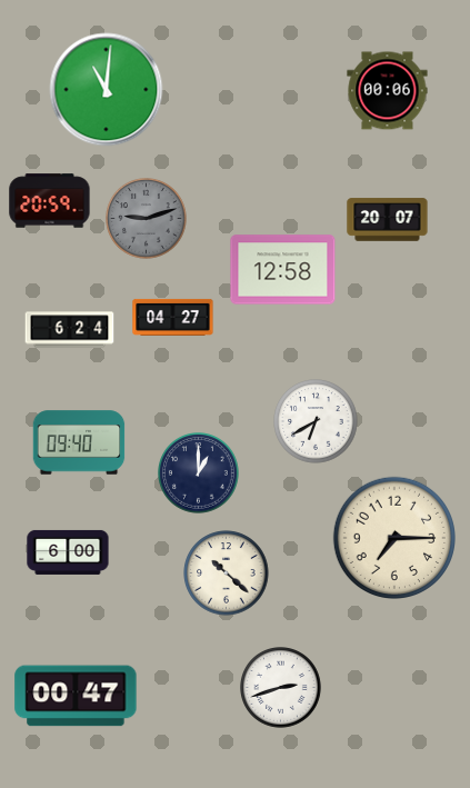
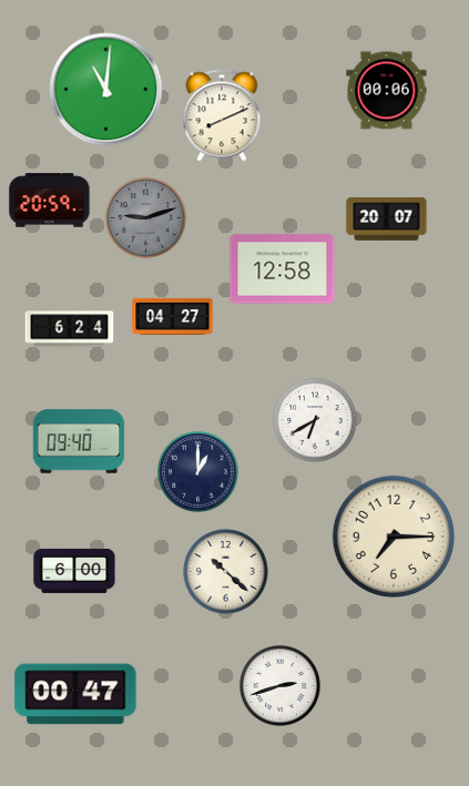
clock at (222, 115): none -> 8:11
clock at (68, 552) position: (68, 552) -> (74, 571)
